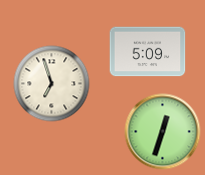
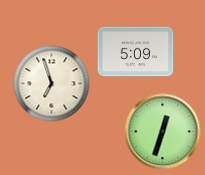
clock at (148, 52) position: (148, 52) -> (136, 52)
